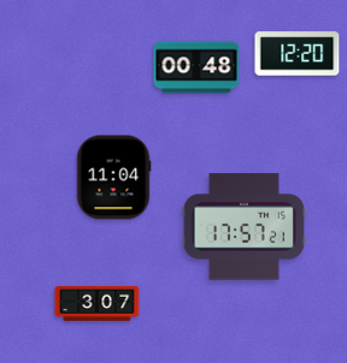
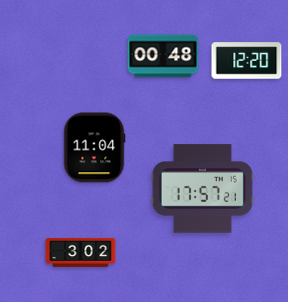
clock at (298, 54) position: (298, 54) -> (247, 61)
clock at (98, 303): 3:07 -> 3:02
